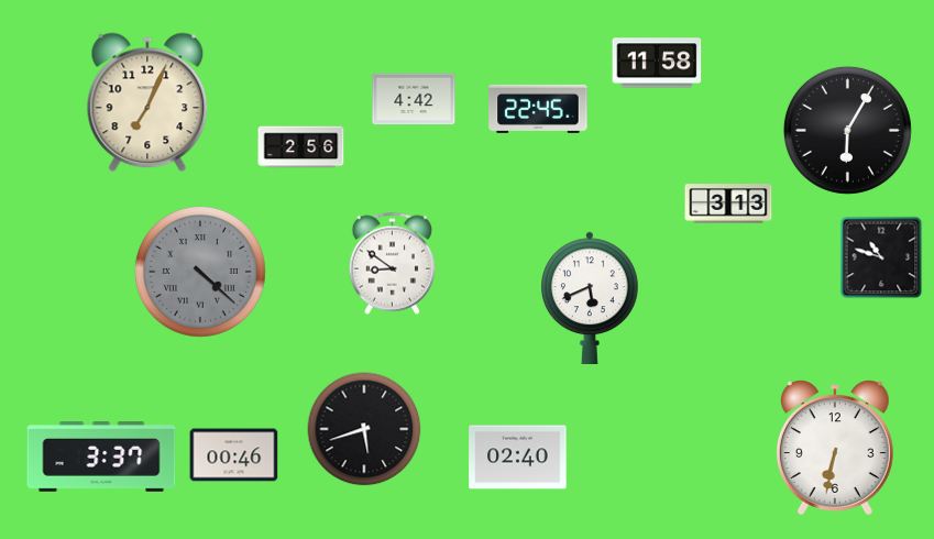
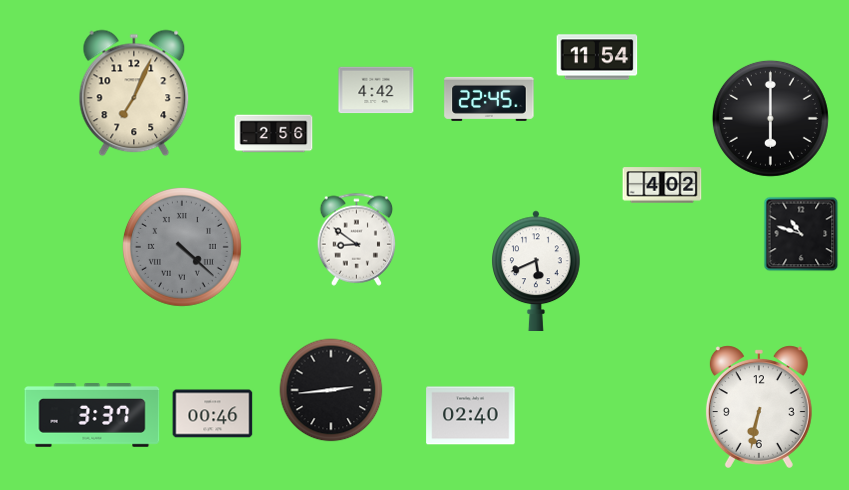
clock at (657, 63): 11:58 -> 11:54
clock at (847, 130): 6:05 -> 6:00
clock at (728, 204): 3:13 -> 4:02
clock at (364, 429): 5:42 -> 2:44
